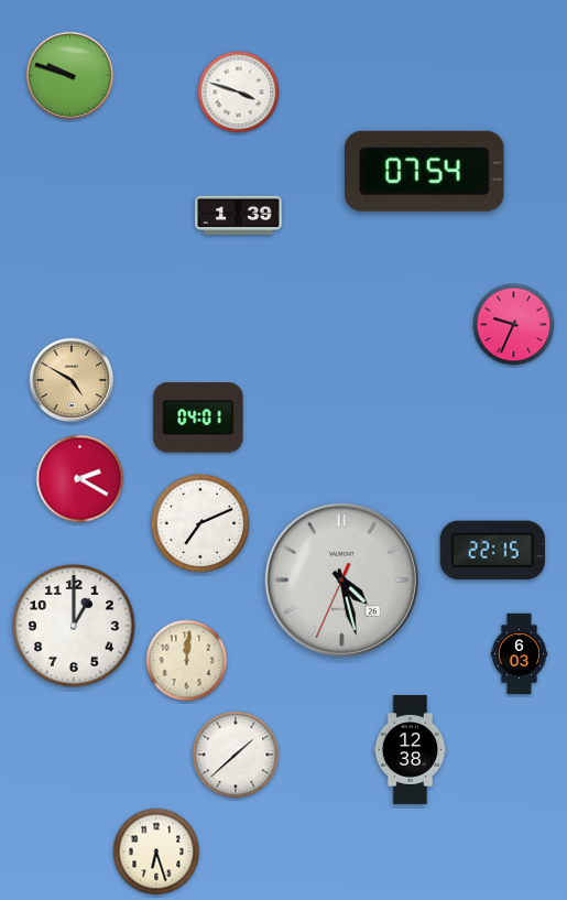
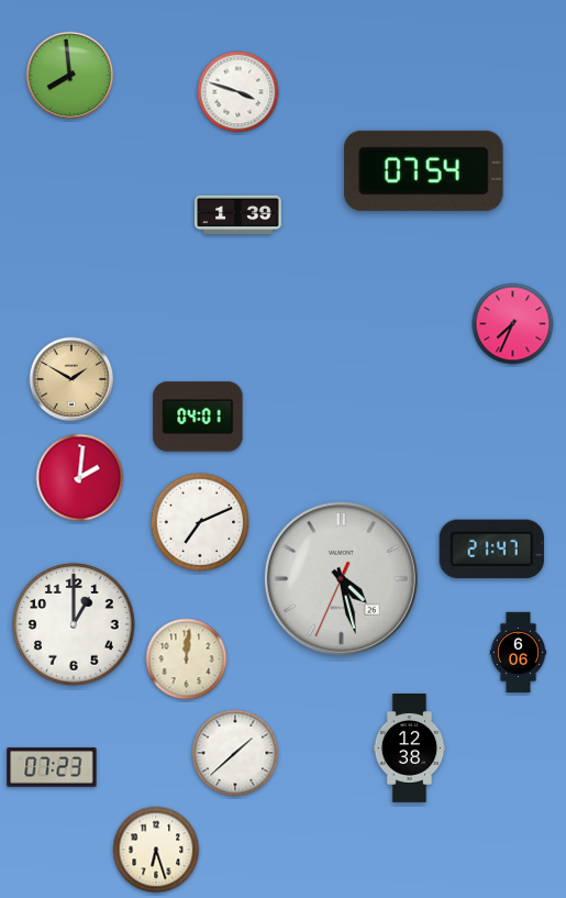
clock at (70, 76): 9:48 -> 7:59
clock at (514, 325): 9:34 -> 7:34
clock at (72, 380): 4:50 -> 1:50
clock at (80, 479): 2:20 -> 2:01
clock at (492, 551): 22:15 -> 21:47
clock at (520, 654): 6:03 -> 6:06
clock at (52, 767): none -> 07:23
